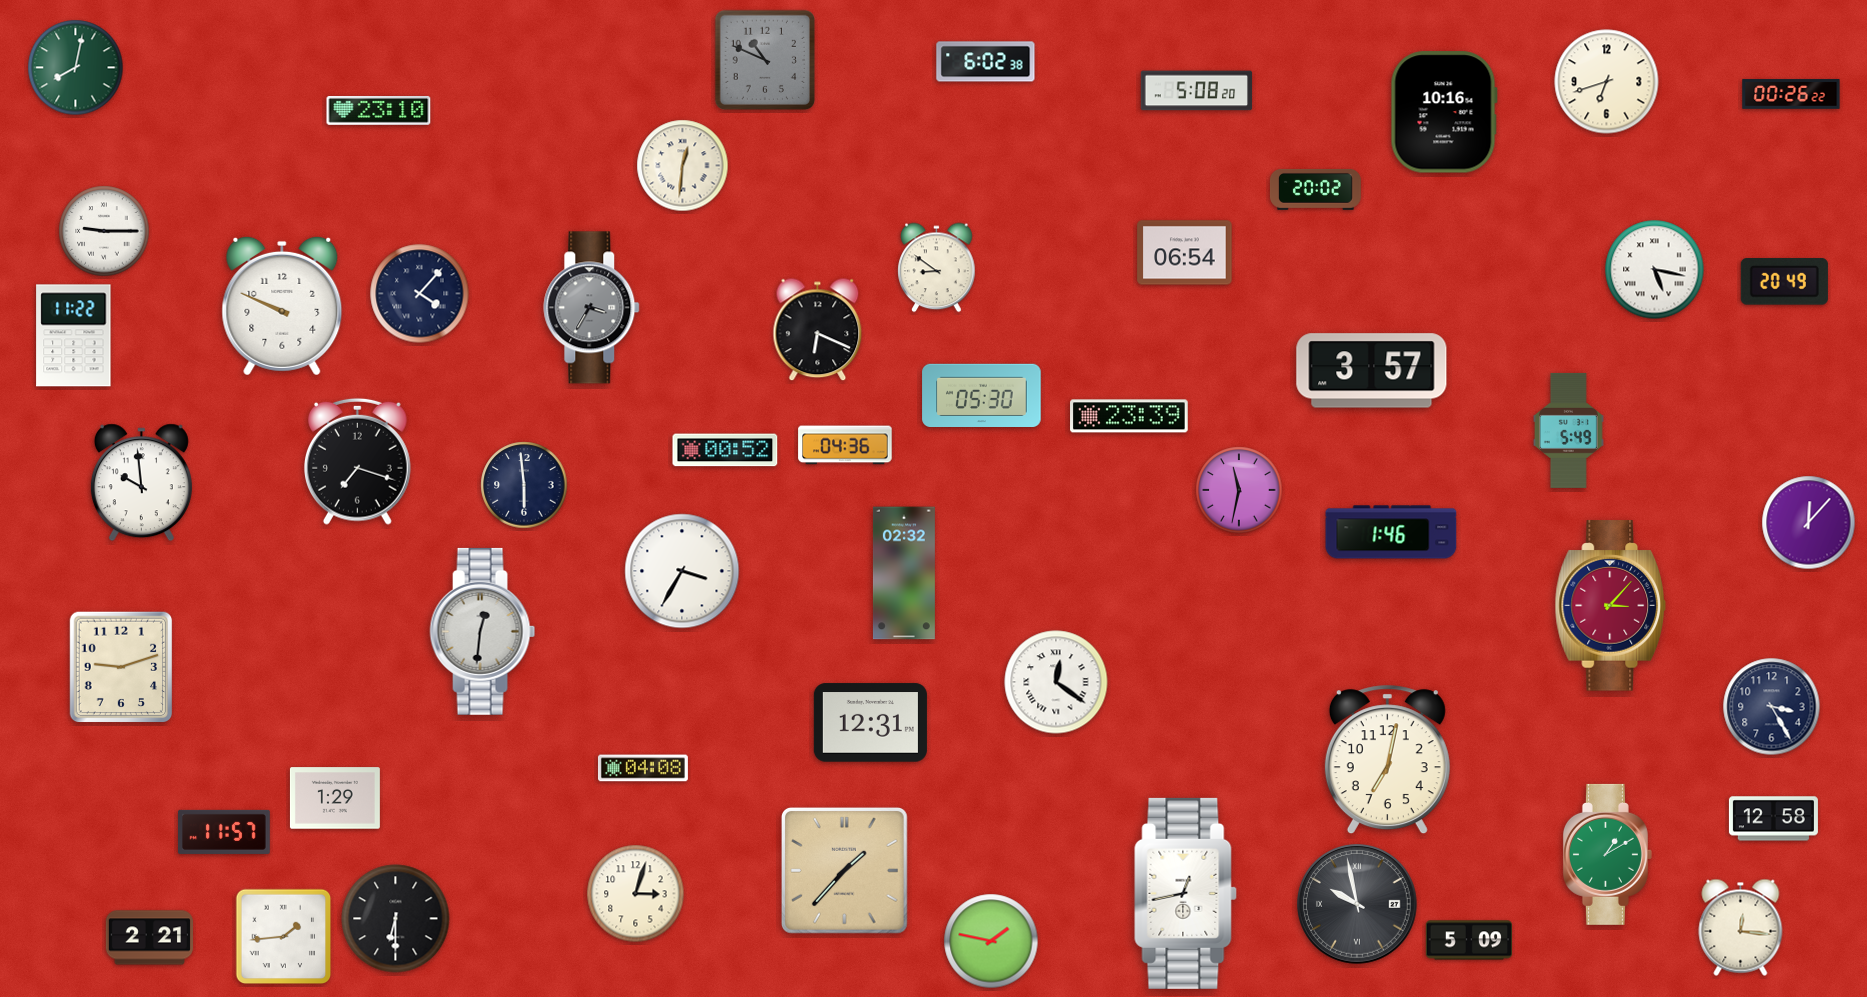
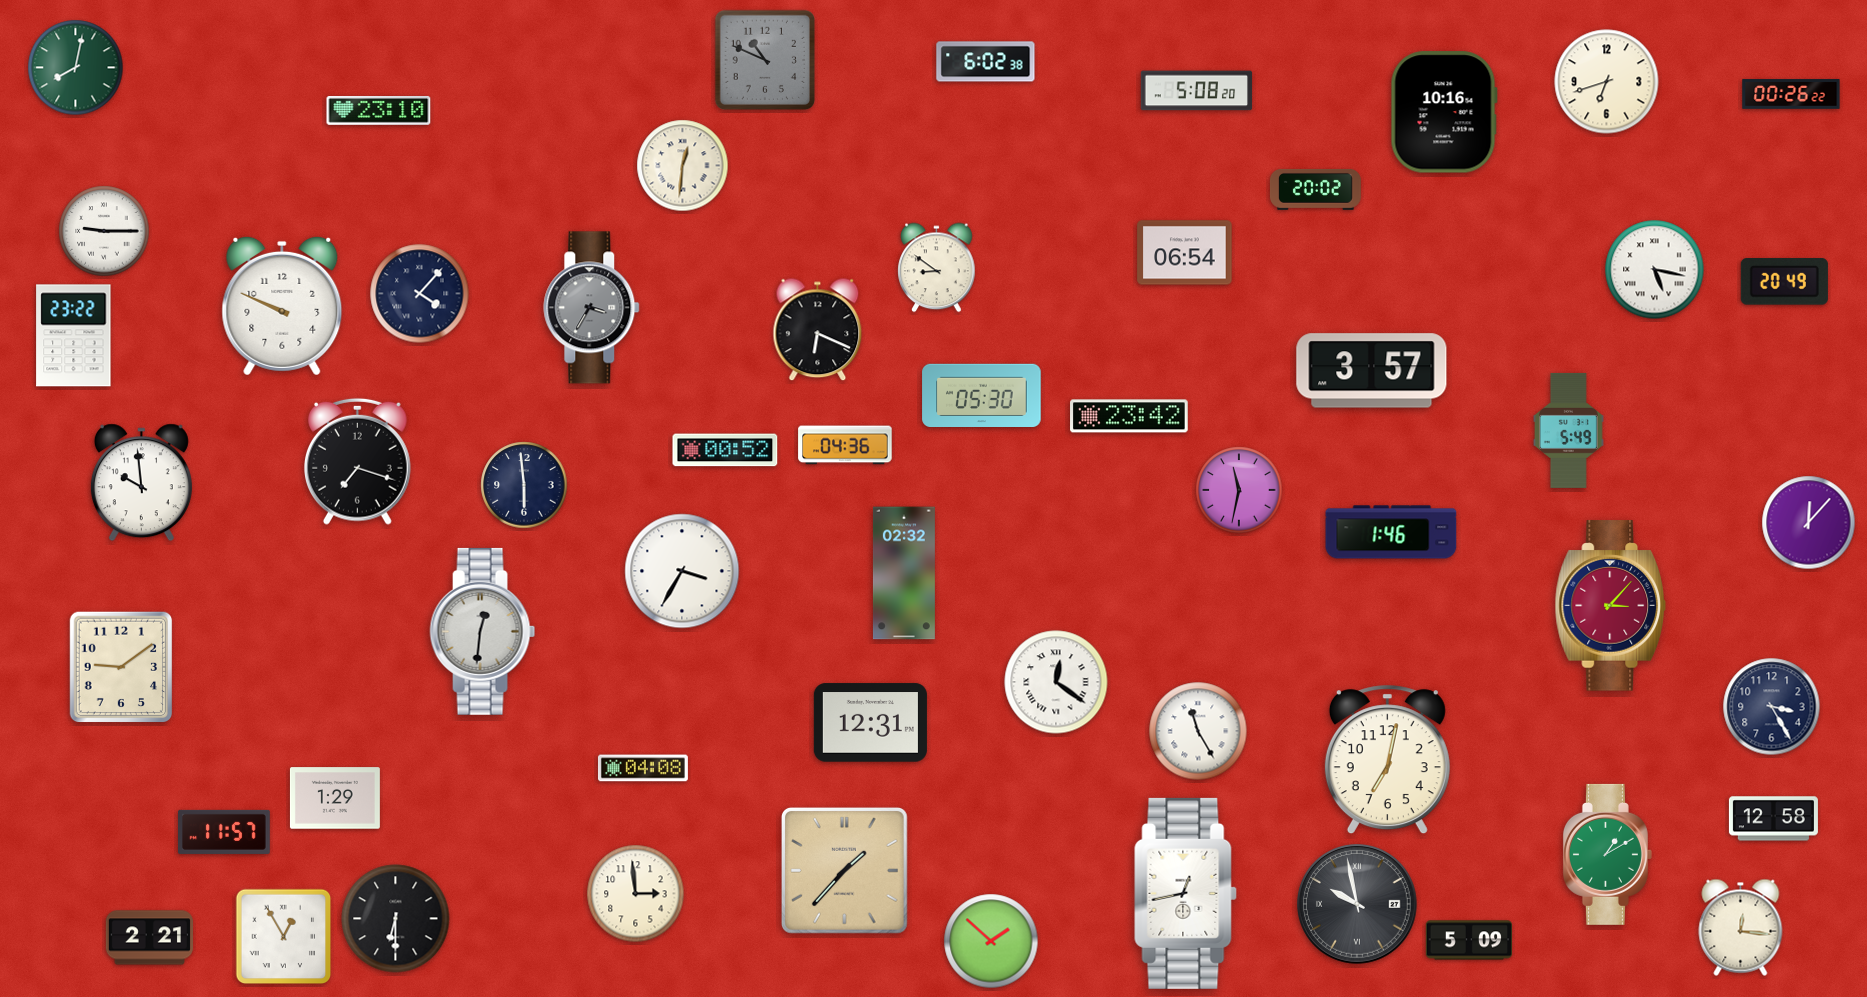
clock at (74, 336): 11:22 -> 23:22
clock at (1129, 416): 23:39 -> 23:42
clock at (121, 667): 9:12 -> 9:09
clock at (1198, 731): none -> 11:25
clock at (636, 894): 3:03 -> 2:59
clock at (284, 937): 1:44 -> 12:55
clock at (991, 941): 1:47 -> 1:52
